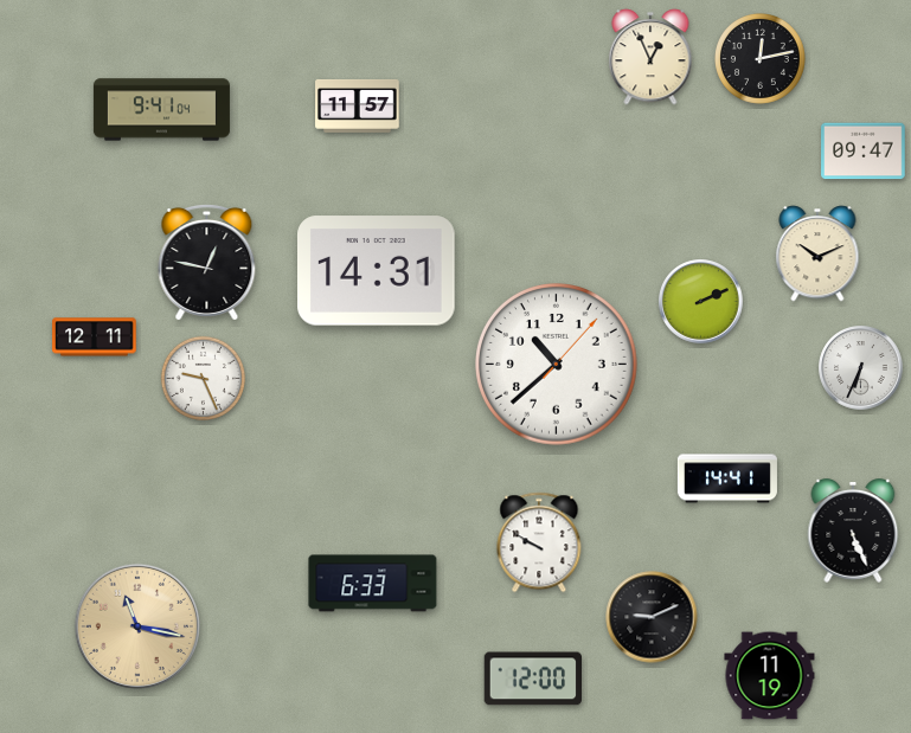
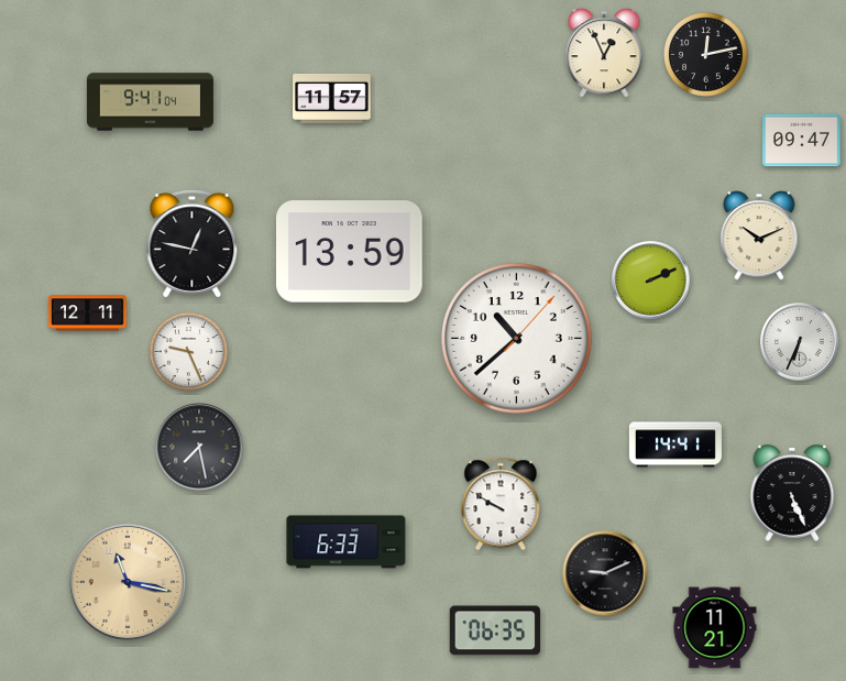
clock at (377, 271): 14:31 -> 13:59
clock at (199, 447): none -> 7:28
clock at (770, 676): 11:19 -> 11:21
clock at (532, 679): 12:00 -> 06:35
